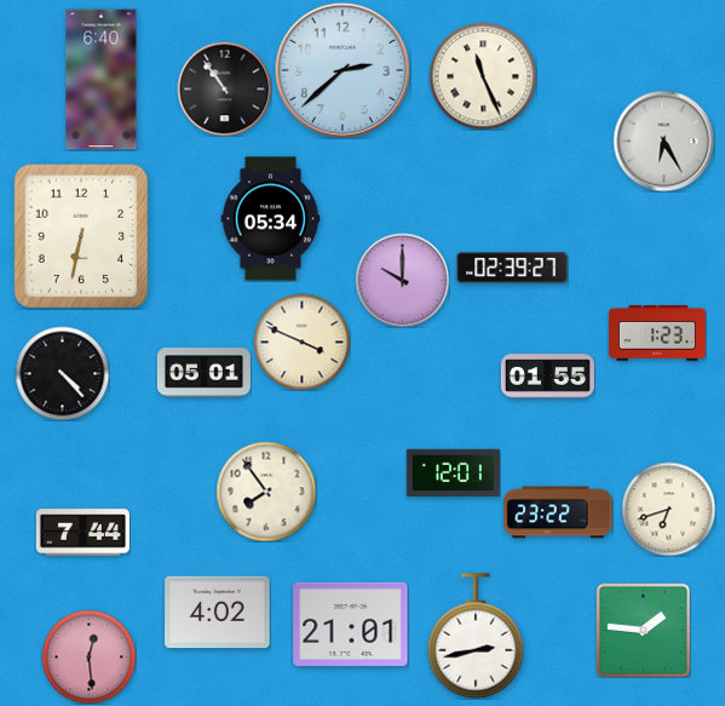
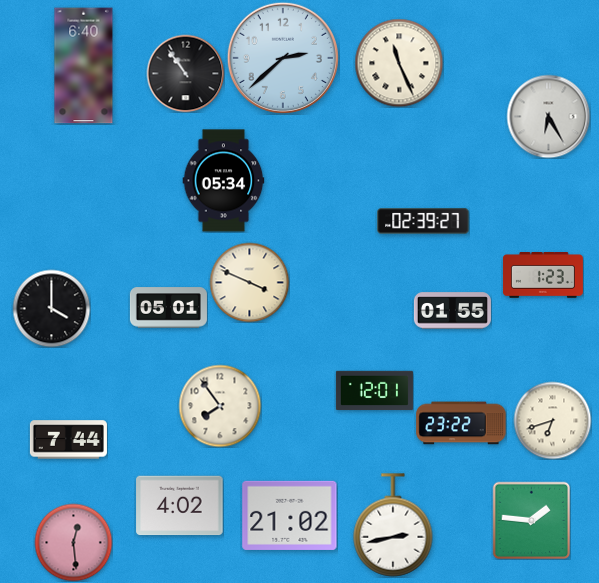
clock at (80, 236): 6:32 -> none
clock at (402, 280): 10:00 -> none
clock at (62, 373): 4:23 -> 4:00
clock at (351, 624): 21:01 -> 21:02
